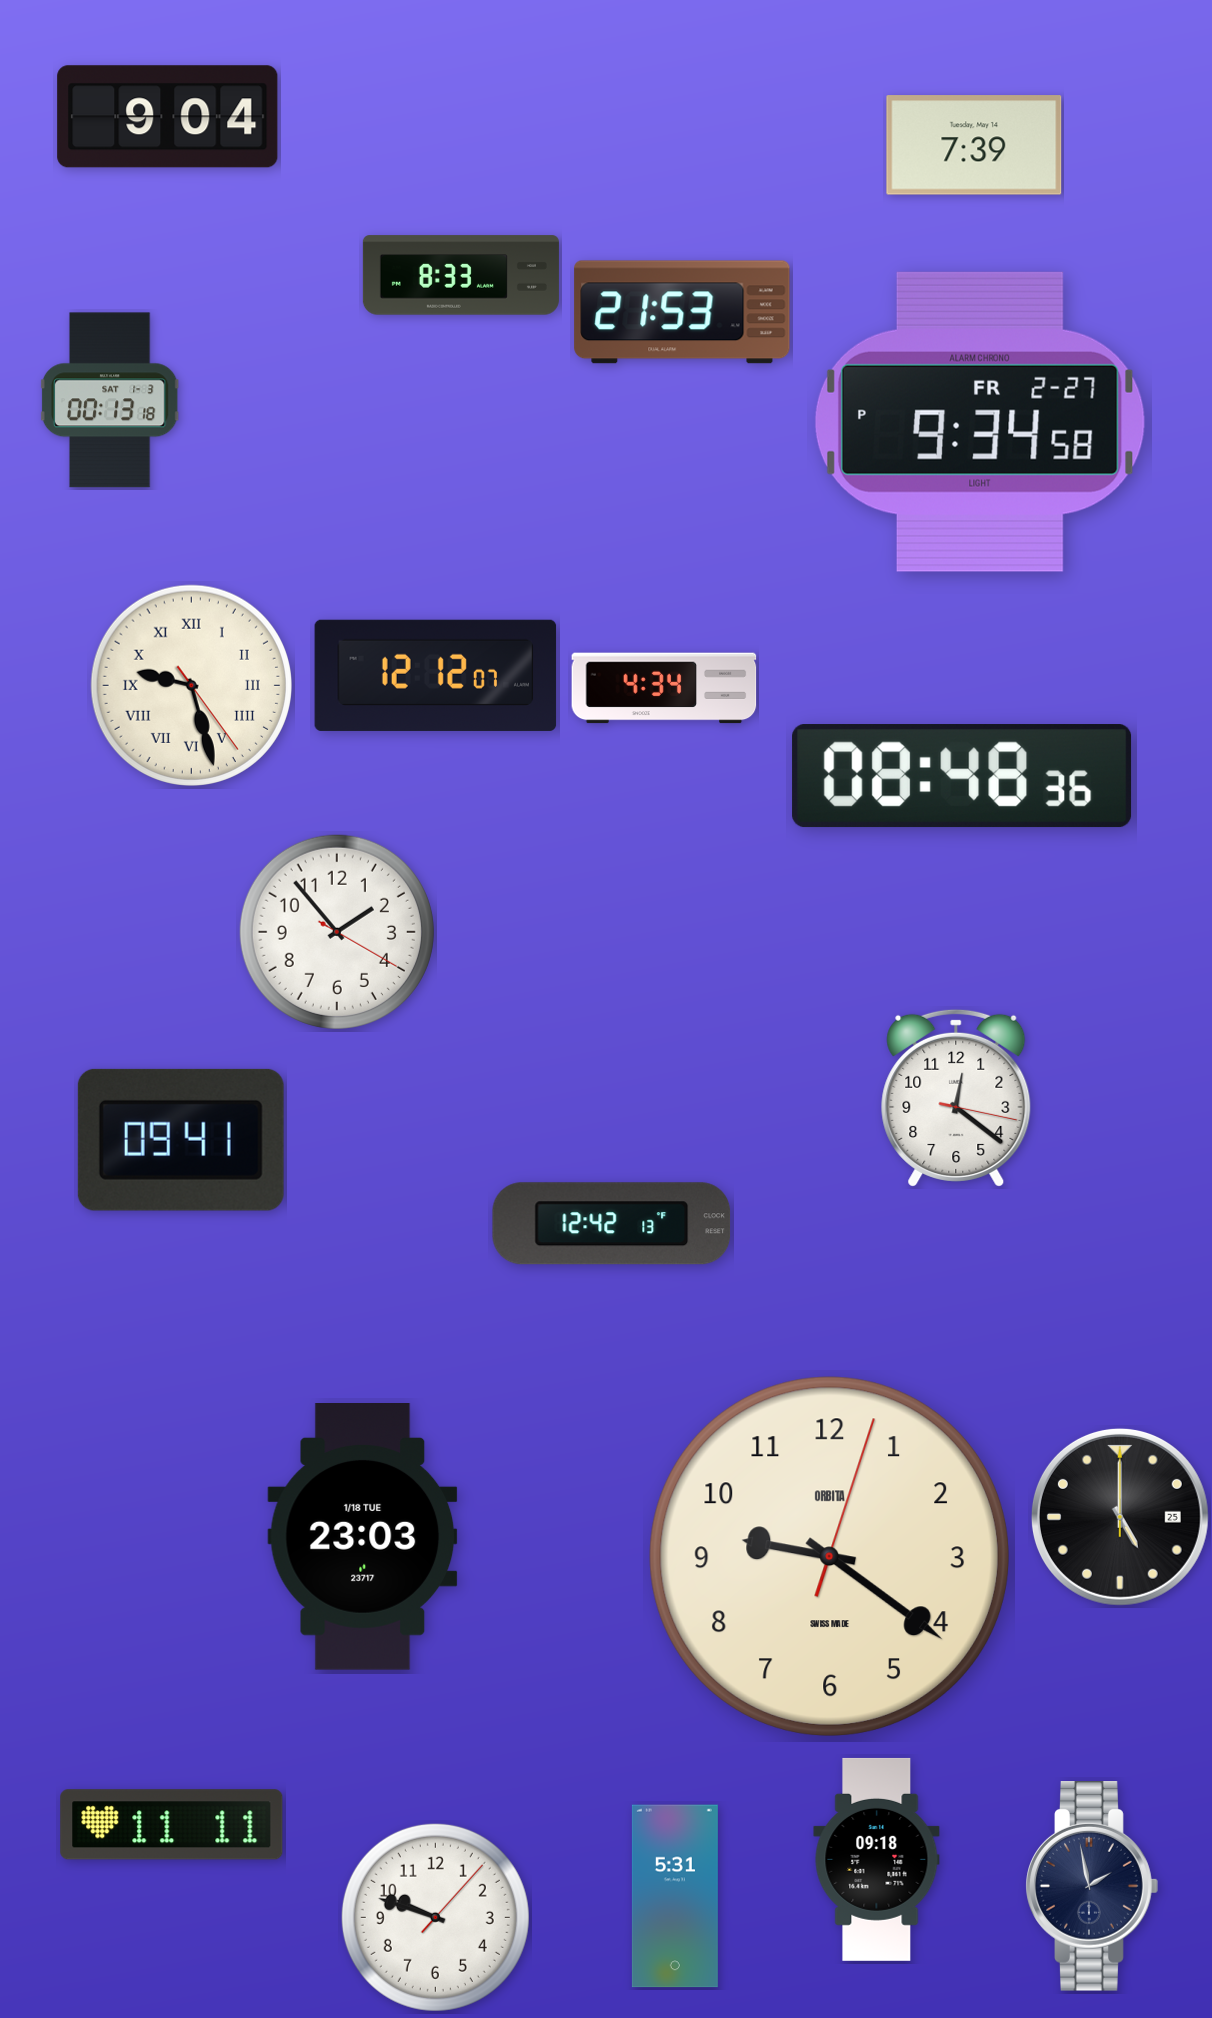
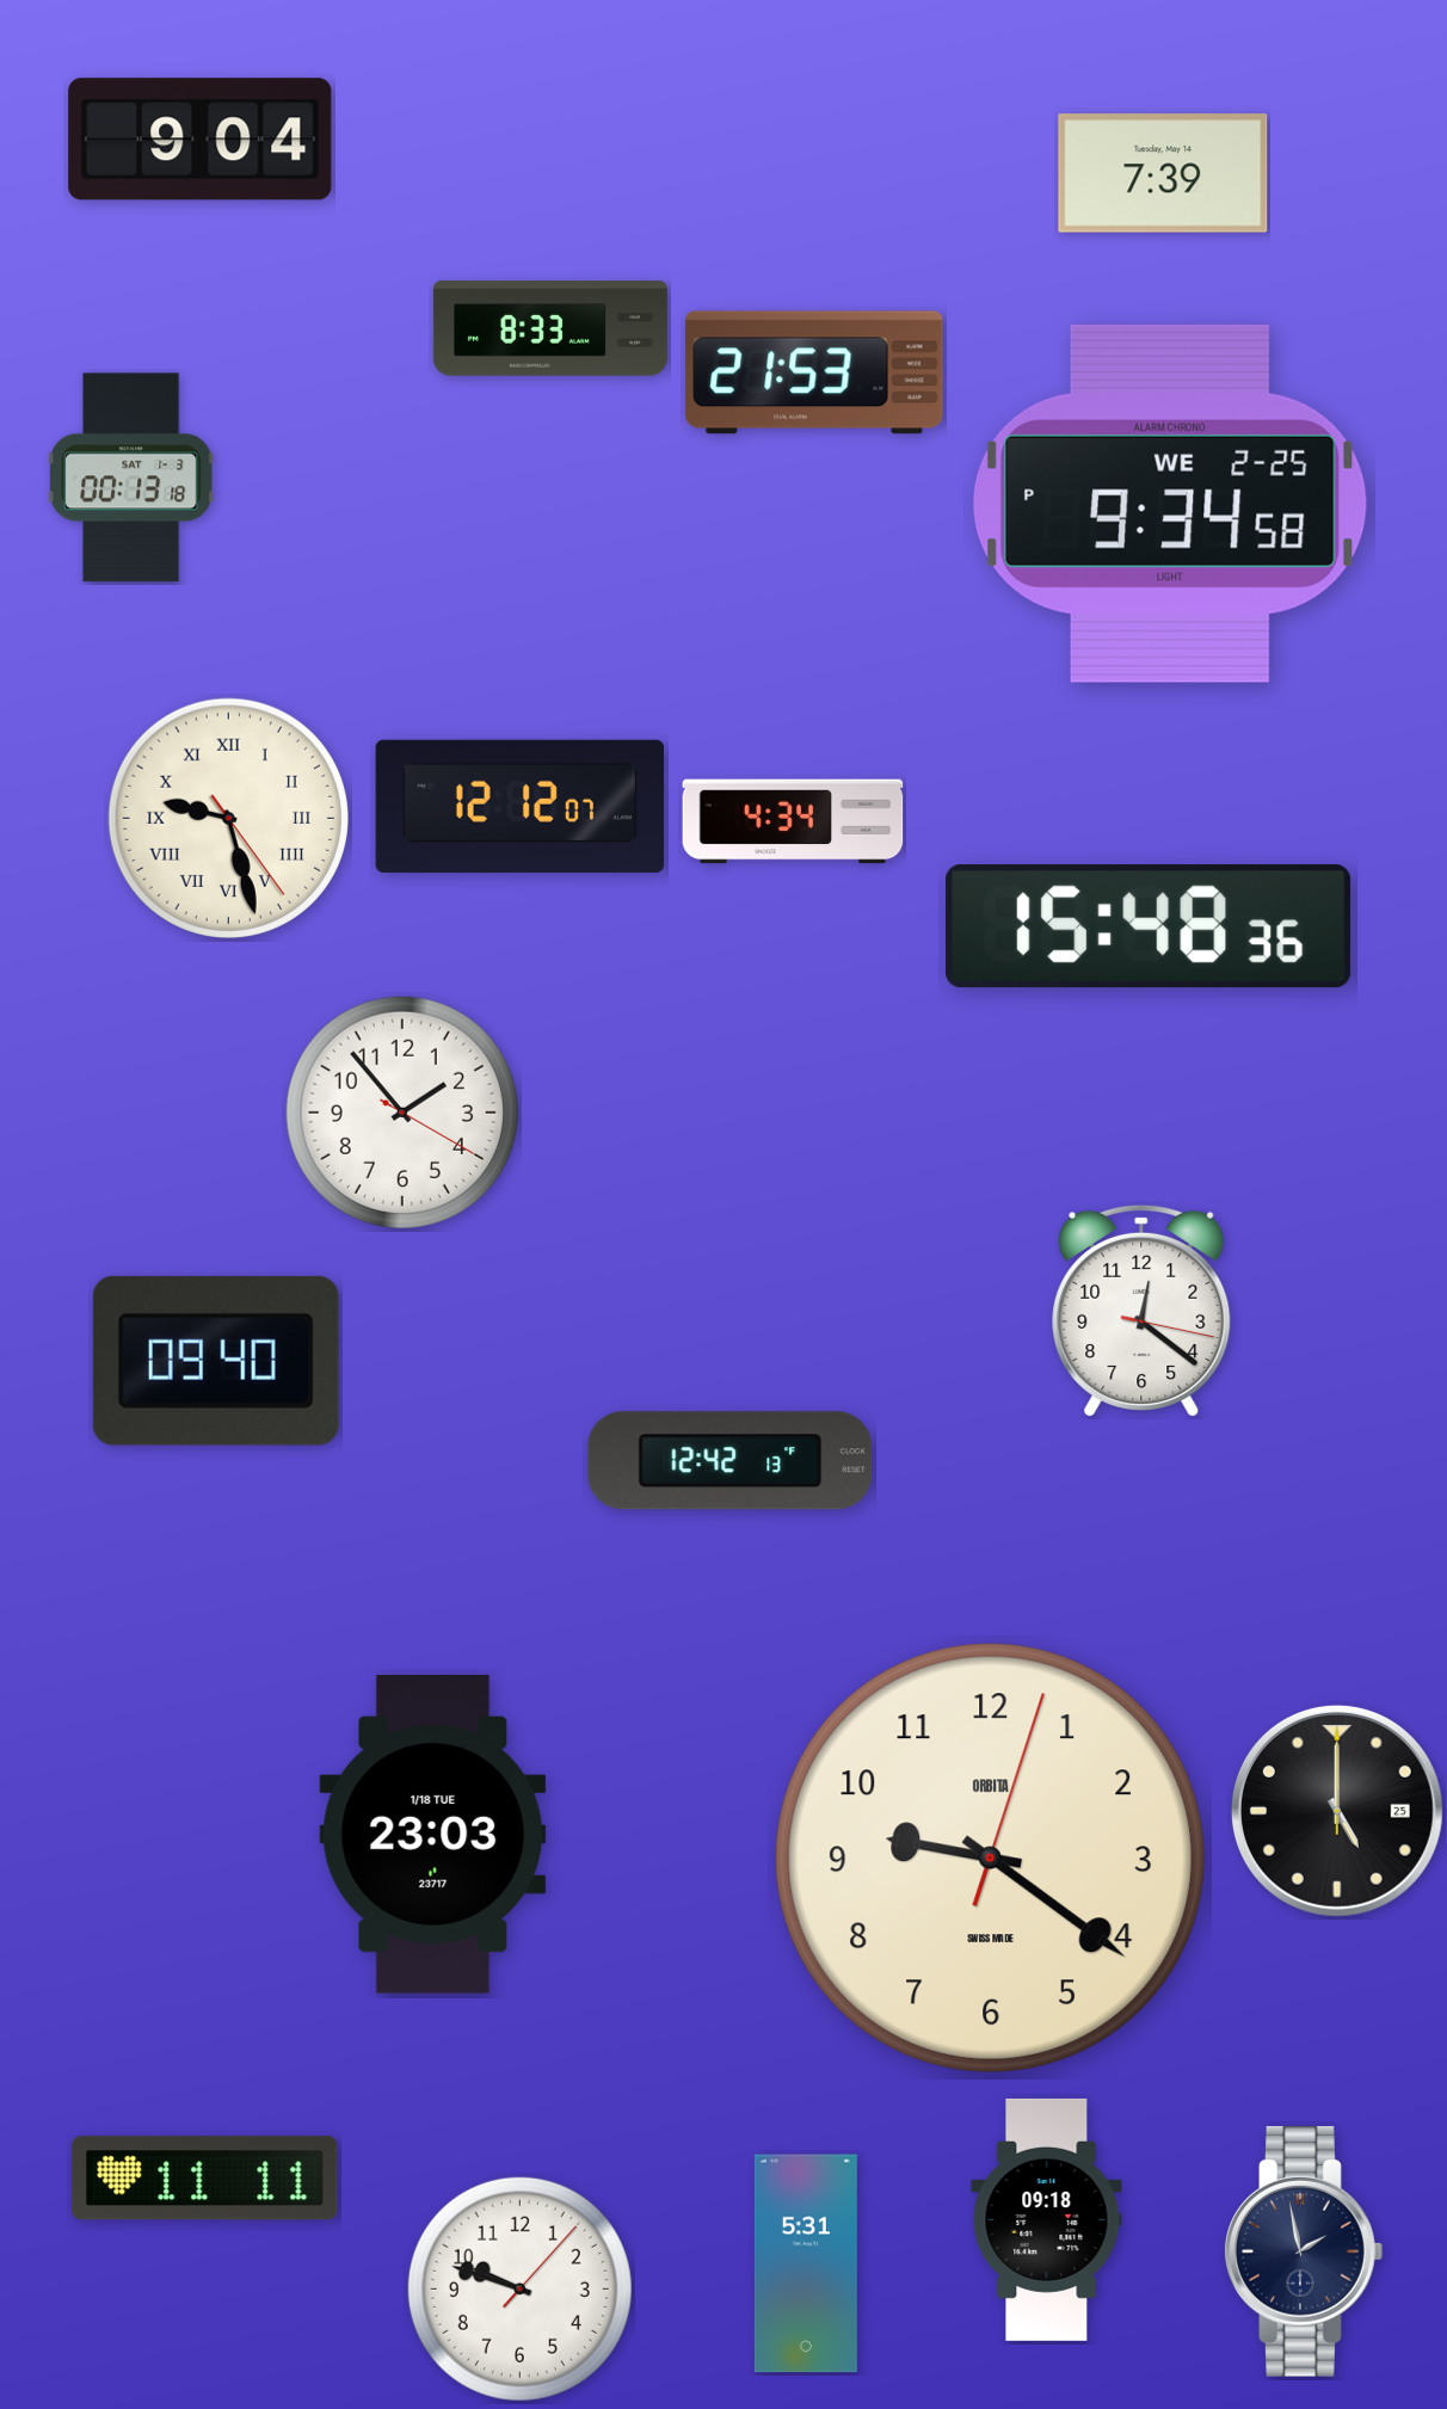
clock at (980, 422) date: FR 2-27 -> WE 2-25
clock at (962, 776): 08:48 -> 15:48
clock at (181, 1140): 09:41 -> 09:40
